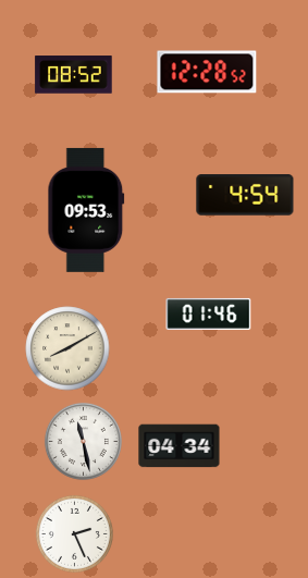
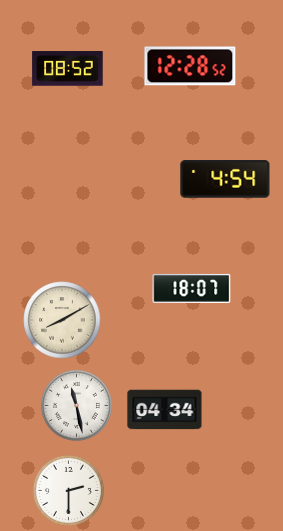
clock at (86, 210): 09:53 -> none
clock at (209, 313): 01:46 -> 18:07
clock at (74, 533): 2:26 -> 2:30
